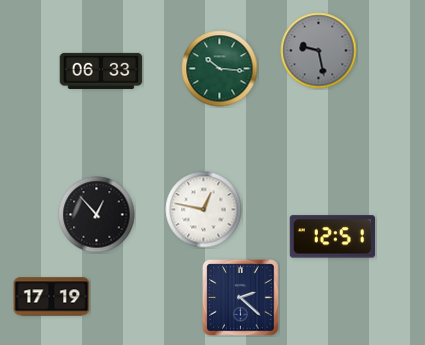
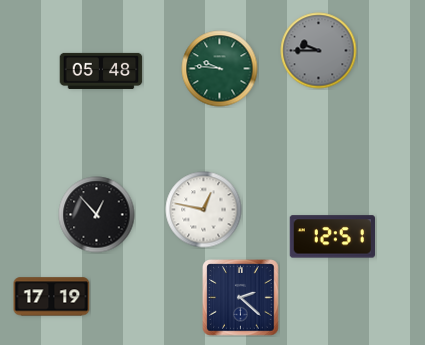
clock at (319, 51): 9:28 -> 9:45
clock at (220, 69): 10:16 -> 9:46
clock at (101, 71): 06:33 -> 05:48
